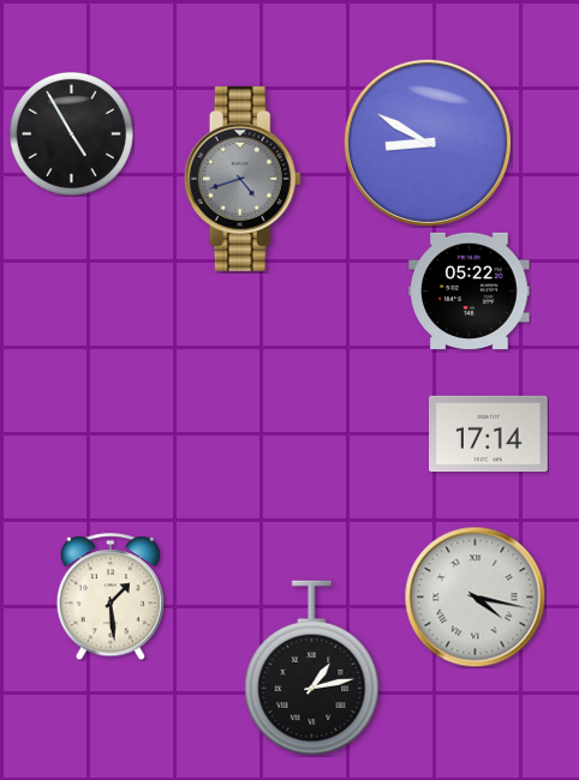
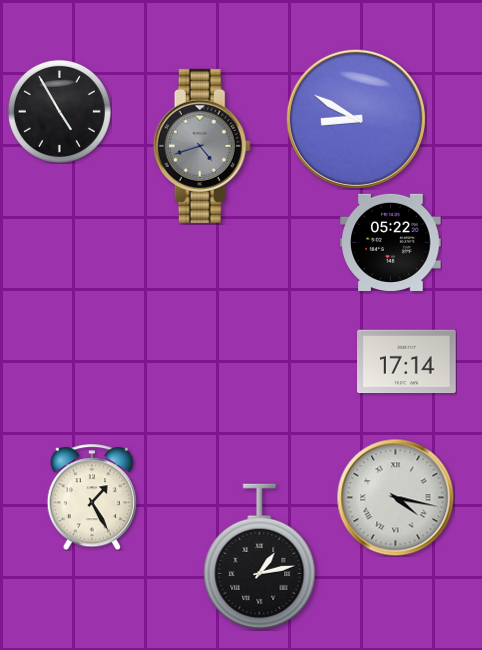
clock at (243, 179) position: (243, 179) -> (202, 146)
clock at (109, 596): 1:29 -> 1:25
